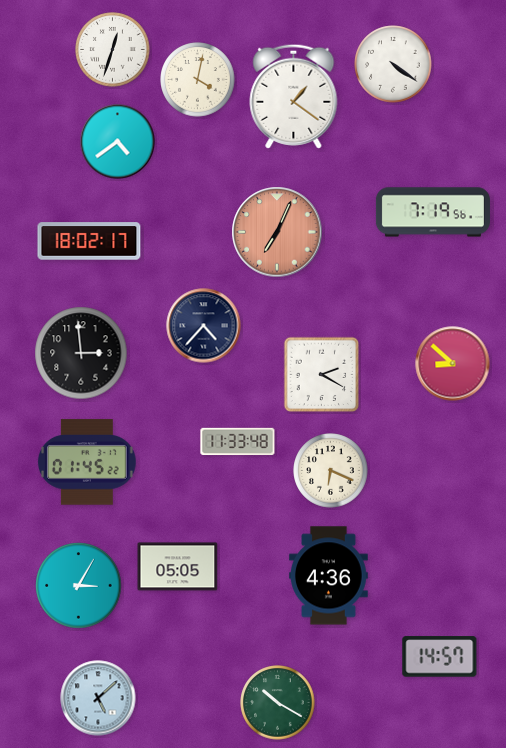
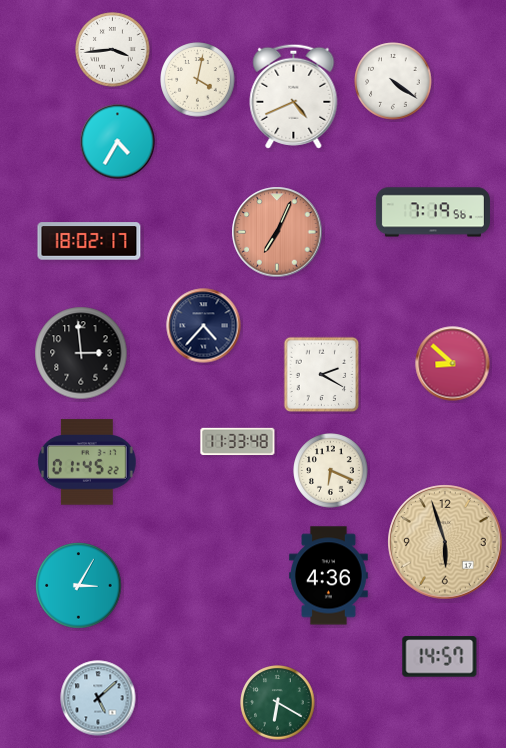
clock at (113, 50): 12:33 -> 3:44
clock at (393, 64) position: (393, 64) -> (393, 81)
clock at (294, 96): 1:21 -> 4:41
clock at (118, 142): 4:39 -> 4:35
clock at (445, 542): none -> 5:57
clock at (178, 567): 05:05 -> none
clock at (278, 703): 10:20 -> 6:20
